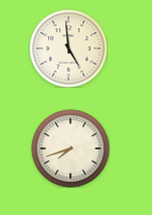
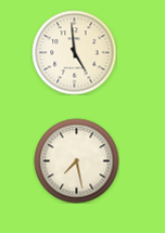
clock at (70, 148): 7:42 -> 7:28
